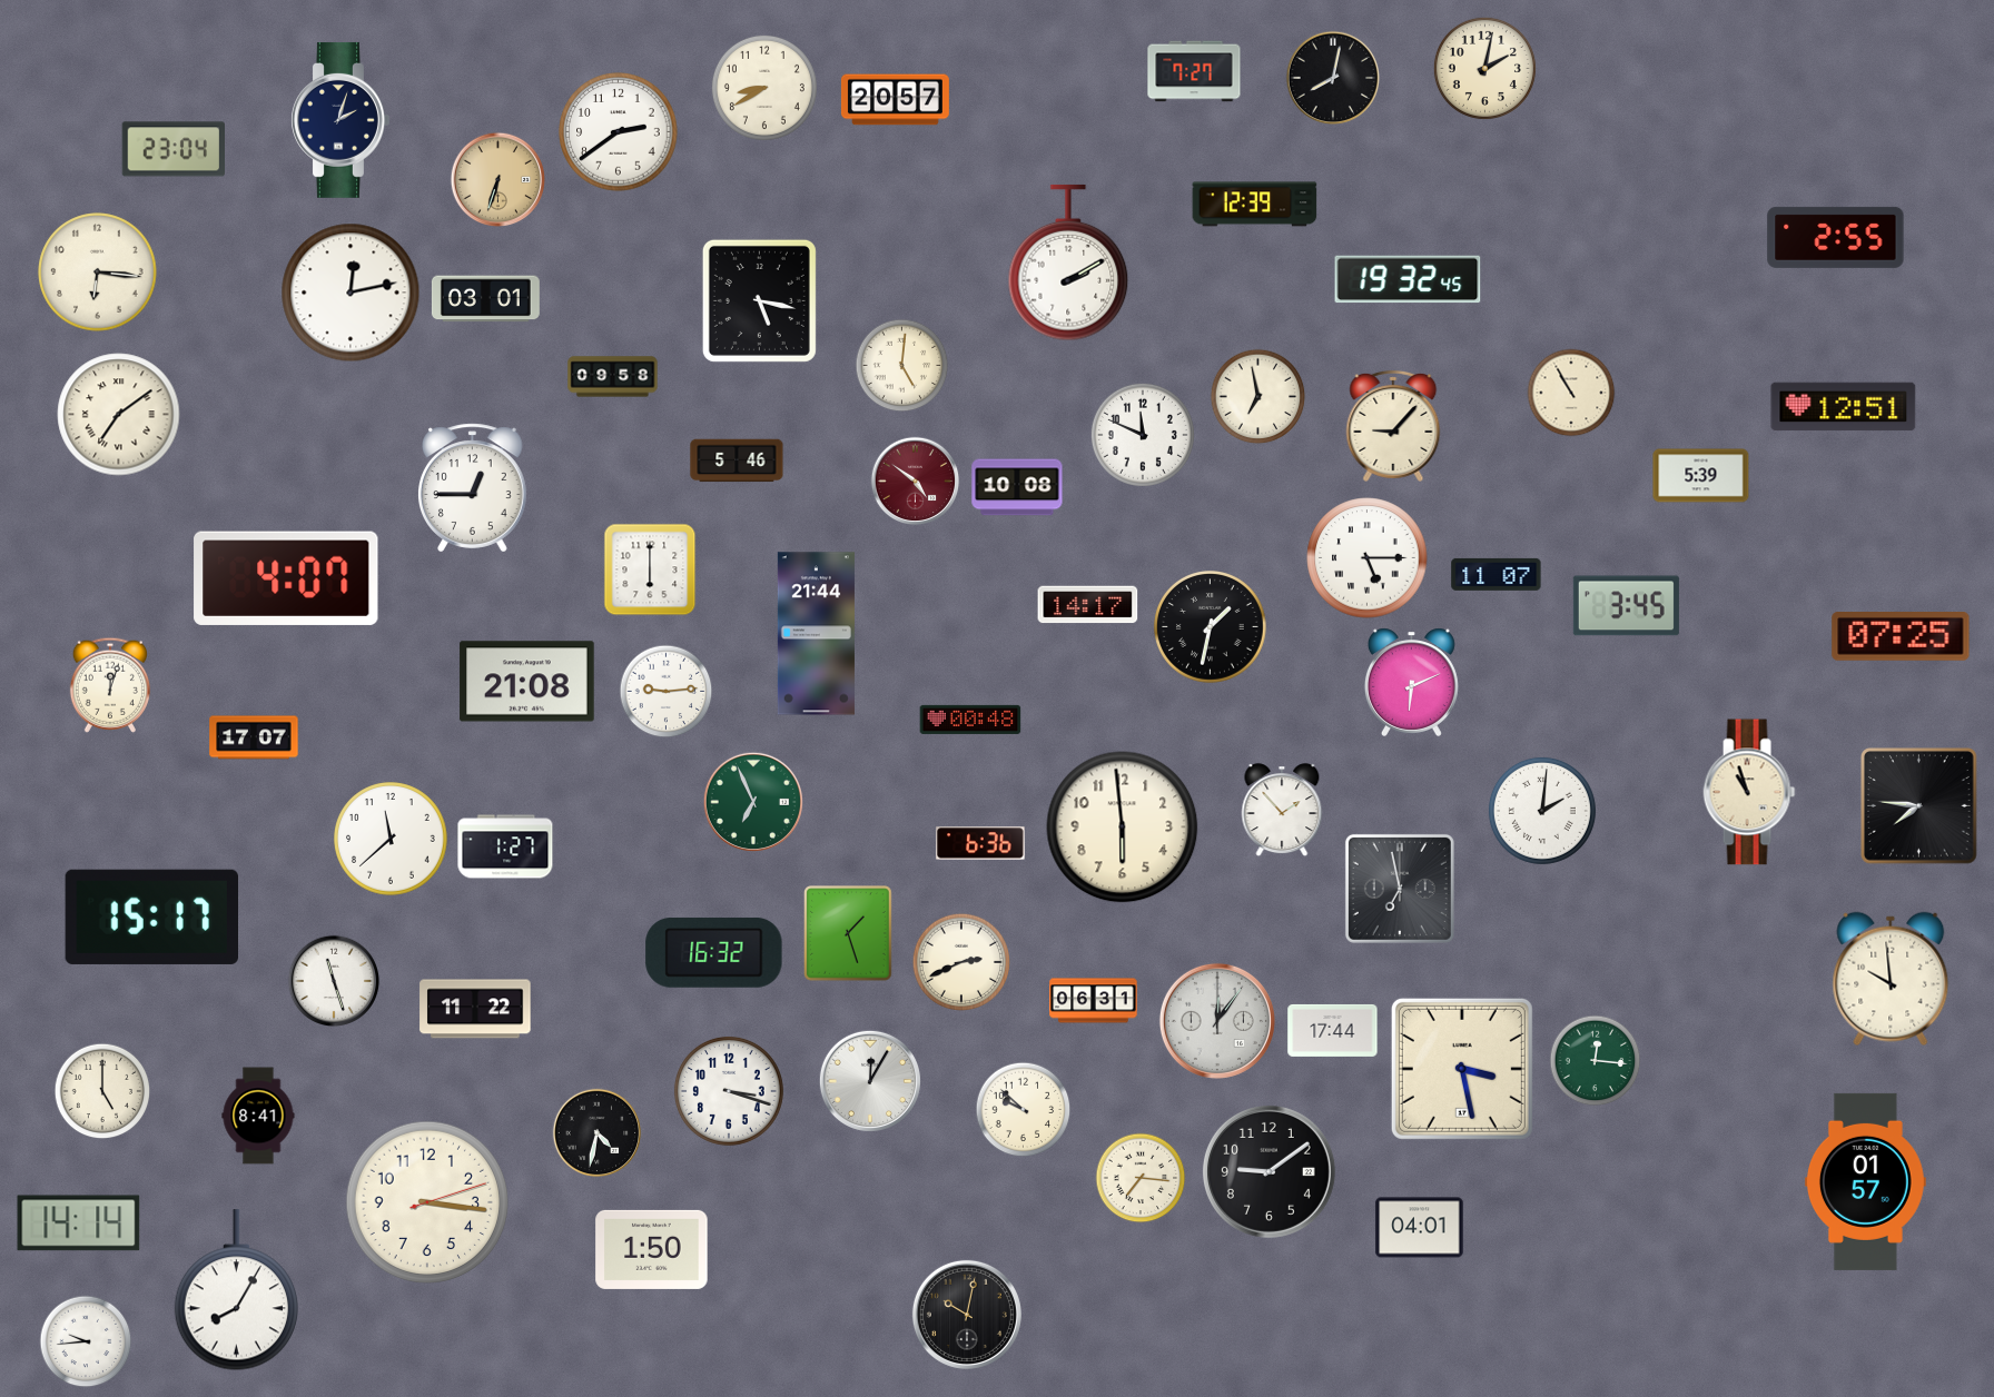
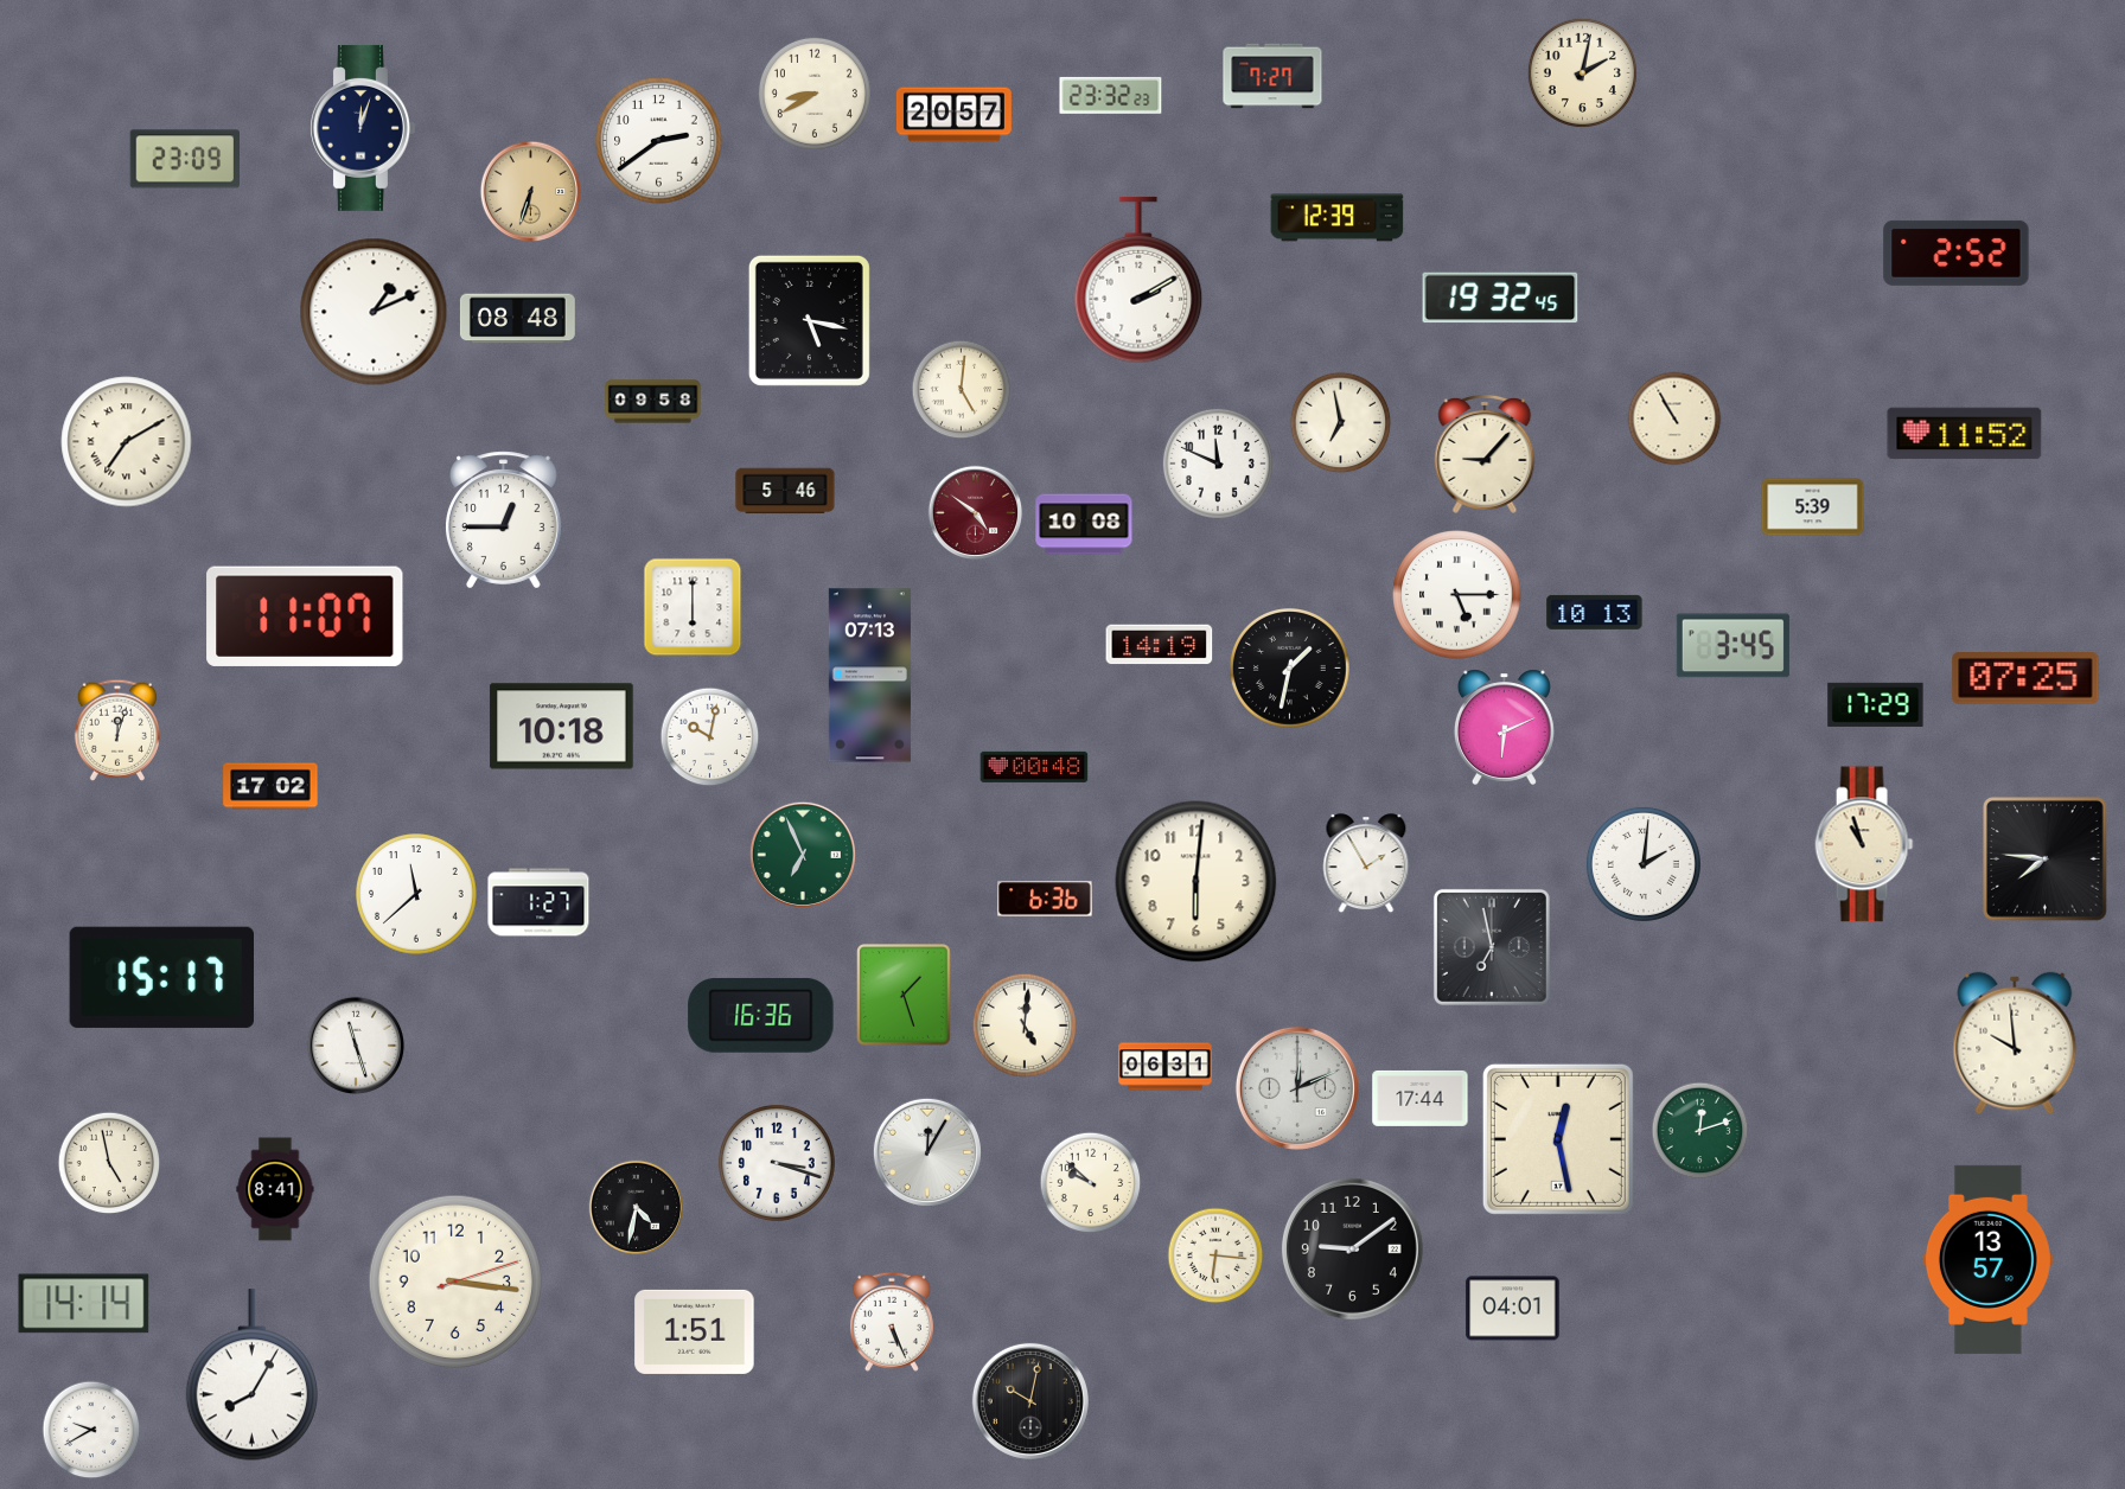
clock at (1332, 77): 8:02 -> none
clock at (1111, 95): none -> 23:32
clock at (895, 100) position: (895, 100) -> (953, 115)
clock at (340, 120): 2:03 -> 12:03
clock at (172, 149): 23:04 -> 23:09
clock at (1836, 237): 2:55 -> 2:52
clock at (98, 273): 6:16 -> none
clock at (351, 293): 12:13 -> 1:11
clock at (485, 299): 03:01 -> 08:48
clock at (1844, 407): 12:51 -> 11:52
clock at (119, 415): 7:09 -> 7:10
clock at (1017, 487) position: (1017, 487) -> (1084, 524)
clock at (1497, 574): 11:07 -> 10:13
clock at (286, 578): 4:07 -> 11:07
clock at (1088, 605): 14:17 -> 14:19
clock at (816, 634): 21:44 -> 07:13
clock at (1876, 704): none -> 17:29
clock at (527, 682): 21:08 -> 10:18
clock at (667, 692): 9:14 -> 10:02
clock at (254, 737): 17:07 -> 17:02
clock at (1282, 811): 1:53 -> 1:55
clock at (1123, 828): 5:59 -> 6:01
clock at (714, 952): 16:32 -> 16:36
clock at (961, 962): 2:41 -> 5:01
clock at (475, 1009): 11:22 -> none
clock at (1217, 1021): 12:06 -> 12:11
clock at (1596, 1061): 12:16 -> 12:12
clock at (1462, 1069): 3:28 -> 12:28
clock at (102, 1091): 5:00 -> 4:58
clock at (1141, 1178): 7:16 -> 6:16
clock at (1865, 1181): 01:57 -> 13:57
clock at (892, 1322): none -> 5:26
clock at (652, 1249): 1:50 -> 1:51
clock at (86, 1341): 9:44 -> 9:40
